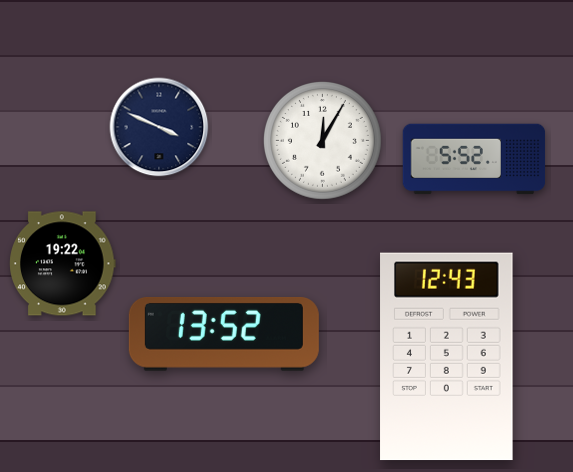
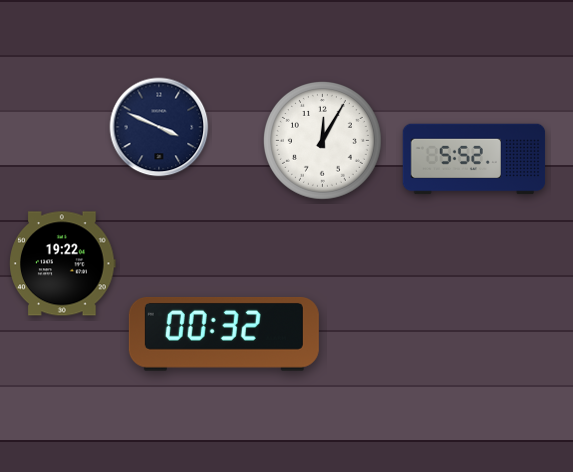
clock at (224, 334): 13:52 -> 00:32
clock at (447, 357): 12:43 -> none
